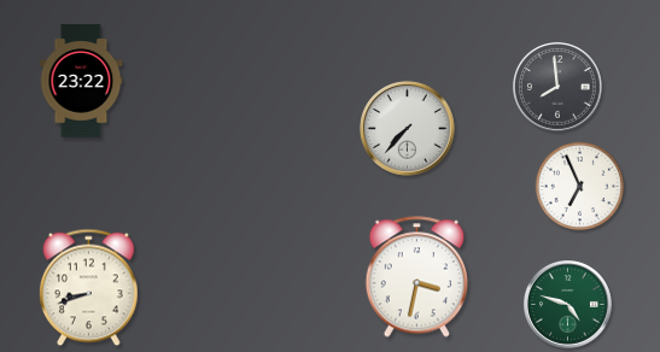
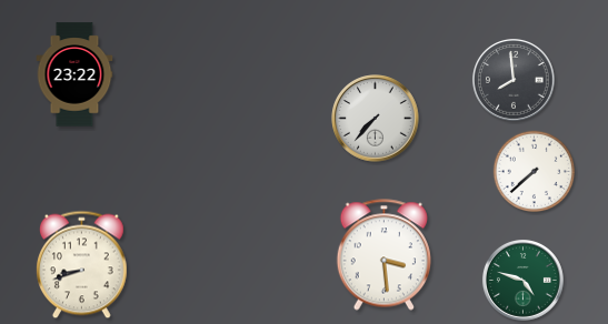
clock at (580, 187): 6:56 -> 7:38
clock at (416, 277): 3:32 -> 3:29
